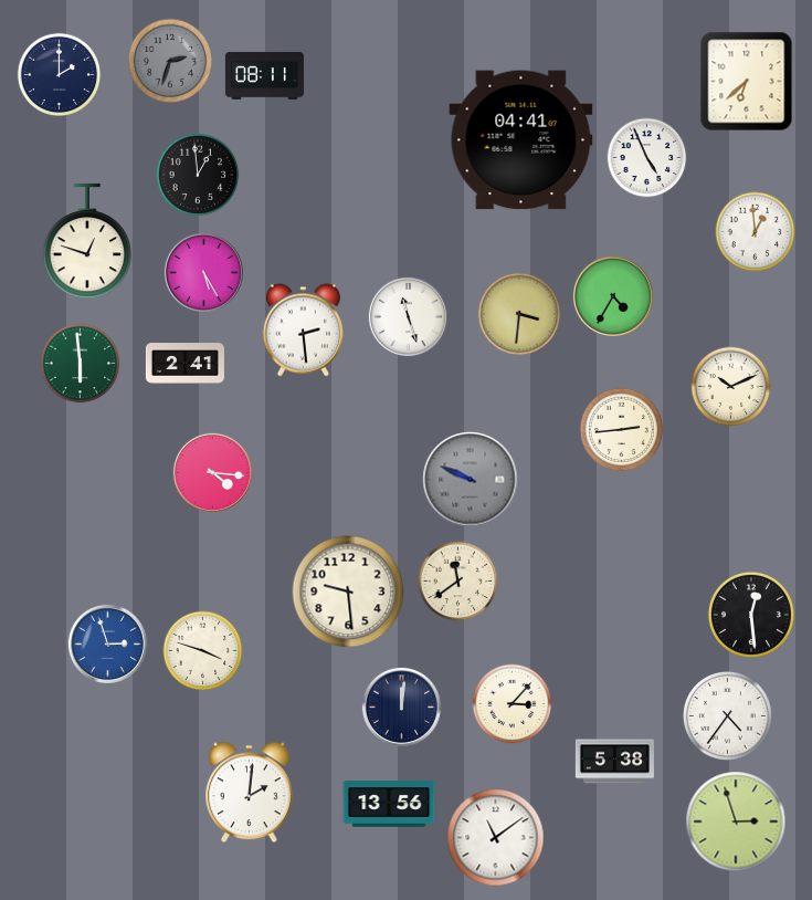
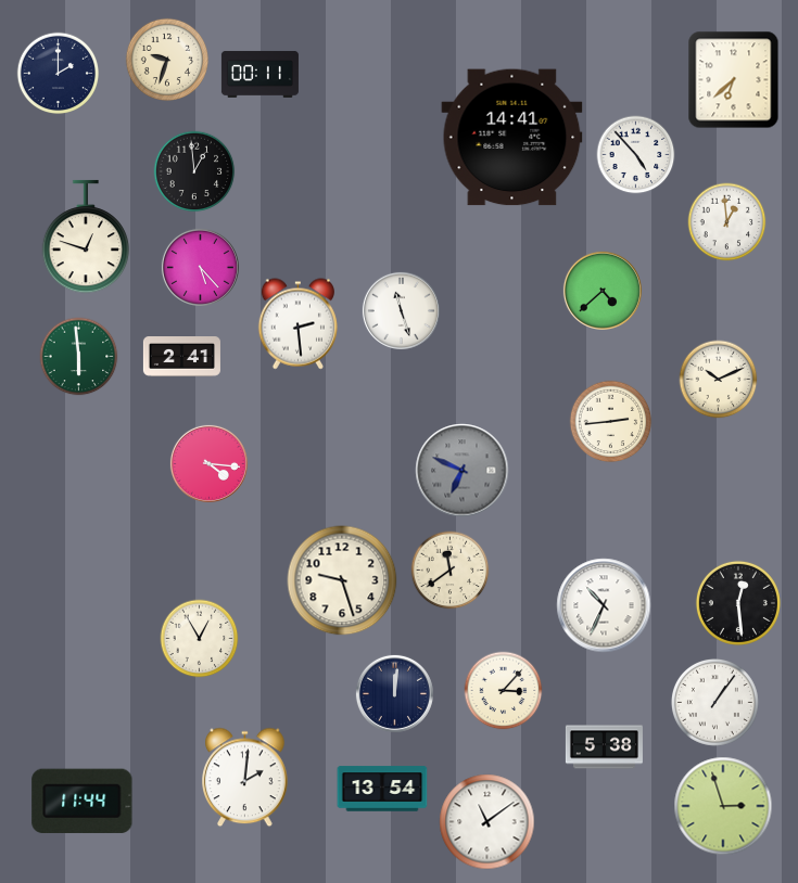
clock at (169, 60): 2:33 -> 9:33
clock at (169, 60) dial: grey -> cream
clock at (264, 75): 08:11 -> 00:11
clock at (521, 140): 04:41 -> 14:41
clock at (647, 158): 4:56 -> 4:53
clock at (756, 232) position: (756, 232) -> (727, 222)
clock at (203, 272): 5:25 -> 5:23
clock at (613, 296): 4:35 -> 4:38
clock at (519, 314): 3:31 -> none
clock at (471, 480): 9:49 -> 6:49
clock at (348, 592): 9:29 -> 9:27
clock at (604, 605): none -> 10:34
clock at (107, 643): 2:57 -> none
clock at (203, 651): 3:48 -> 12:55
clock at (727, 715): 4:36 -> 1:06
clock at (389, 804): 13:56 -> 13:54
clock at (83, 801): none -> 11:44
